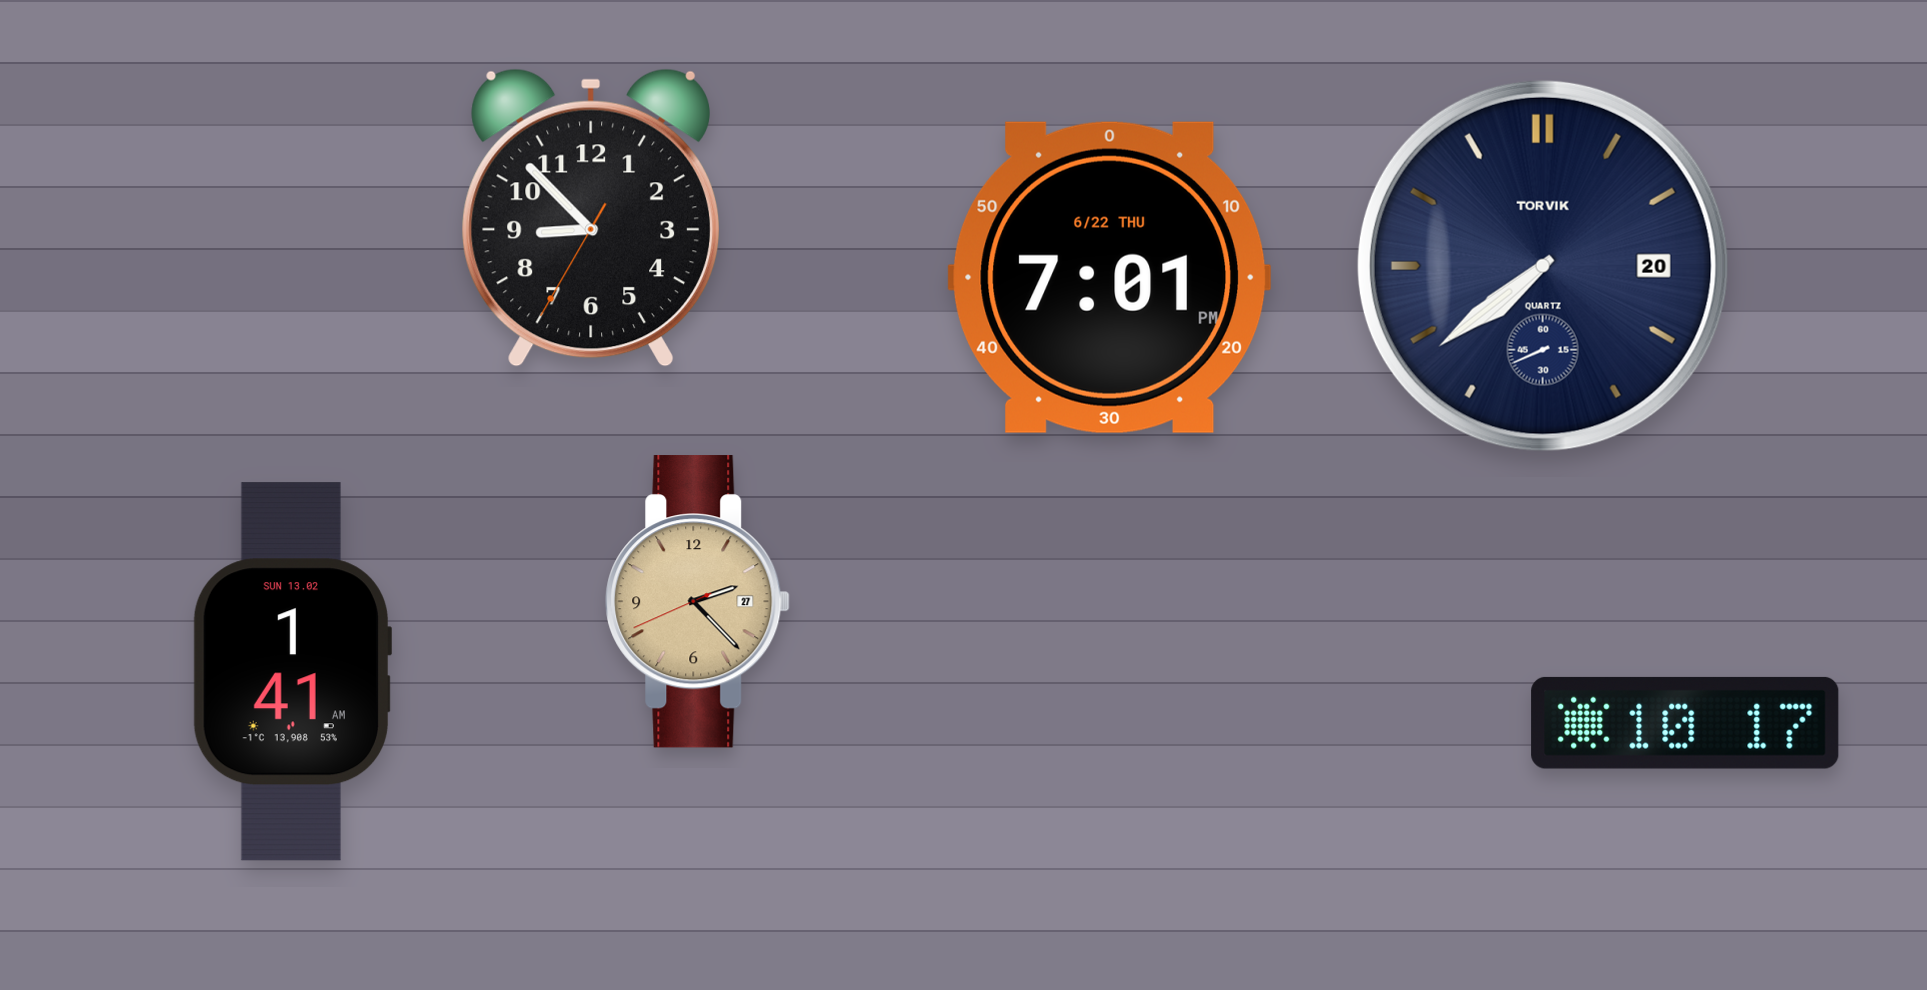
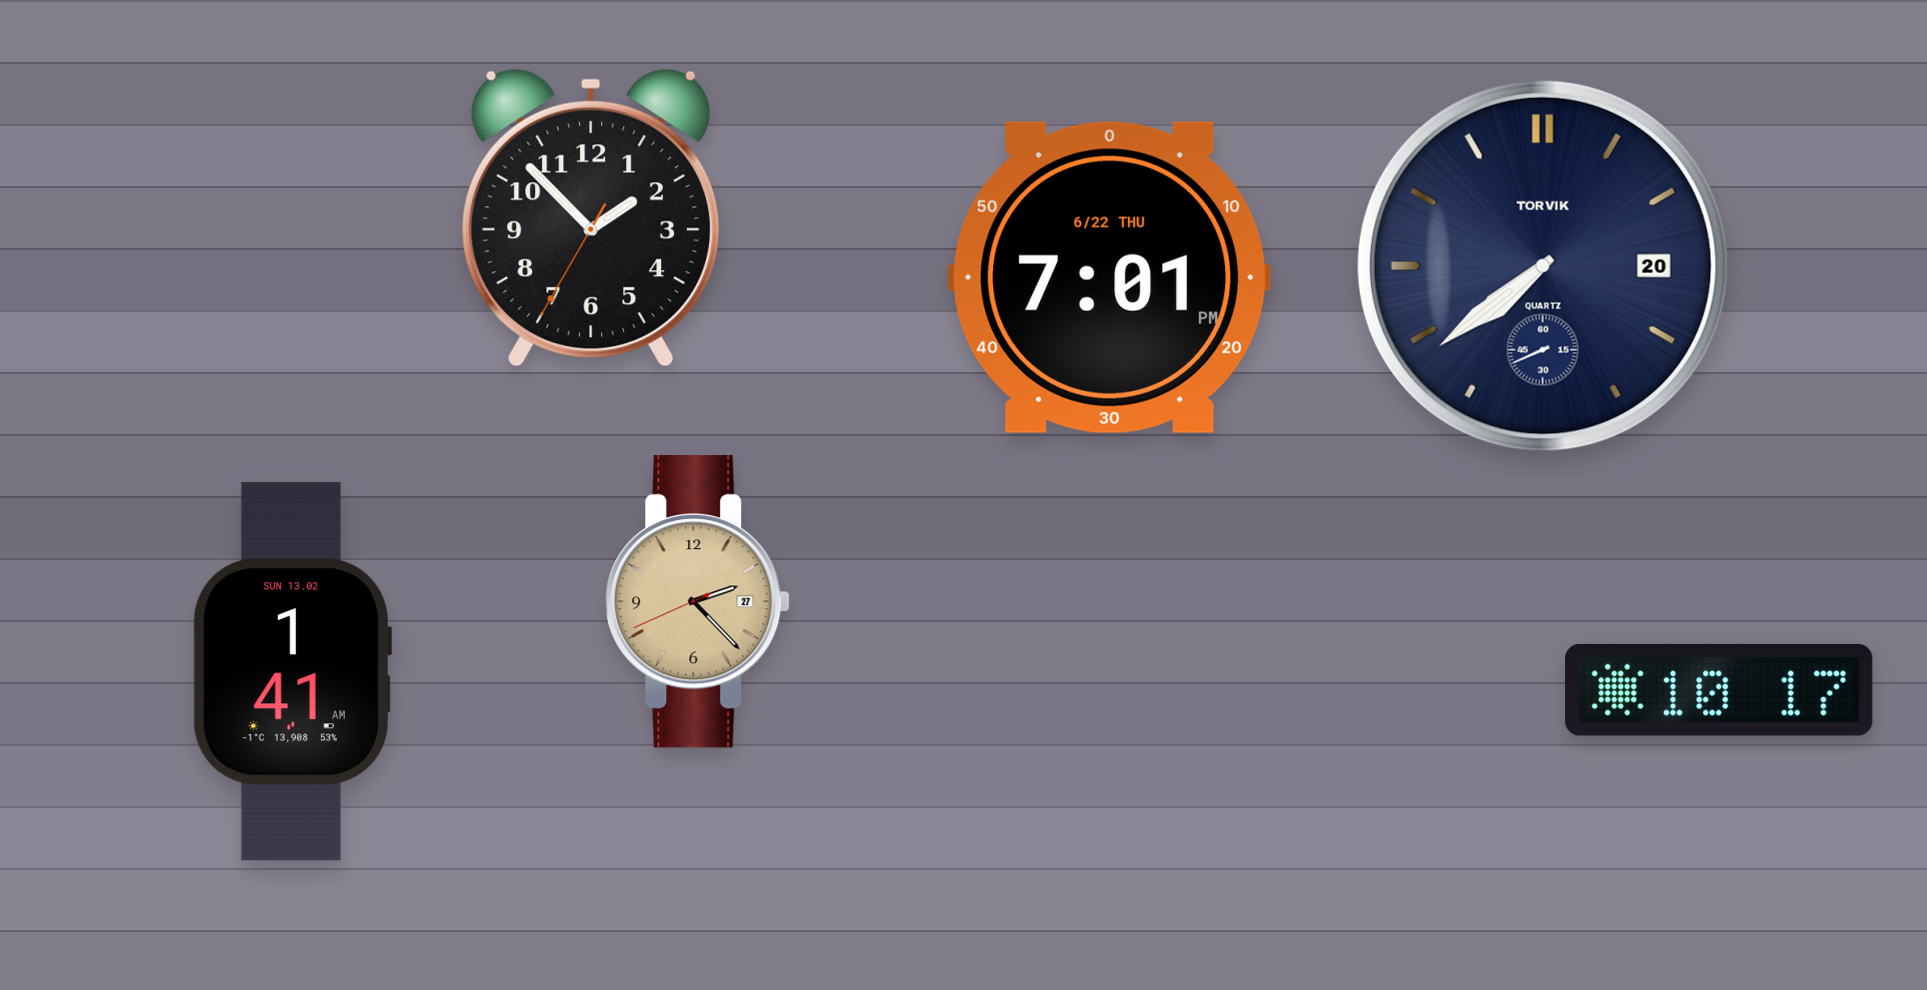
clock at (591, 218): 8:52 -> 1:52
clock at (1685, 723) position: (1685, 723) -> (1719, 690)
